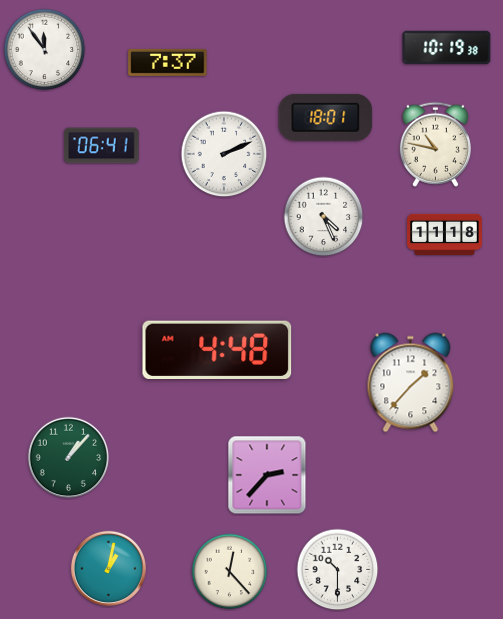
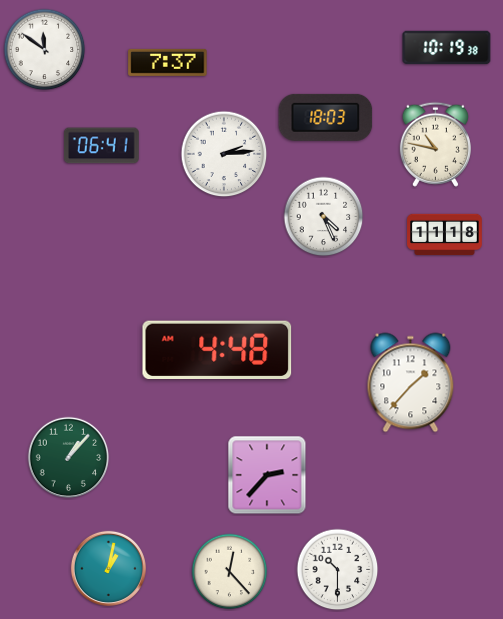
clock at (45, 50): 11:54 -> 11:51
clock at (326, 117): 18:01 -> 18:03
clock at (224, 154): 2:11 -> 2:14
